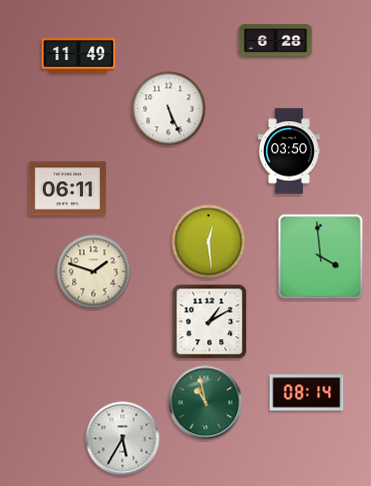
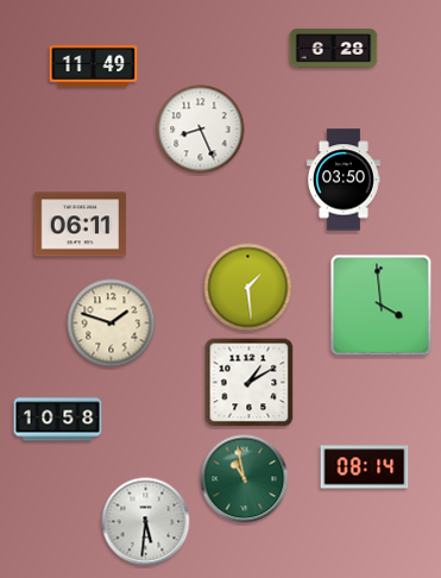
clock at (276, 41) position: (276, 41) -> (334, 49)
clock at (169, 109): 5:26 -> 8:26
clock at (209, 242): 12:29 -> 1:29
clock at (58, 420): none -> 10:58
clock at (123, 439): 5:35 -> 5:31
